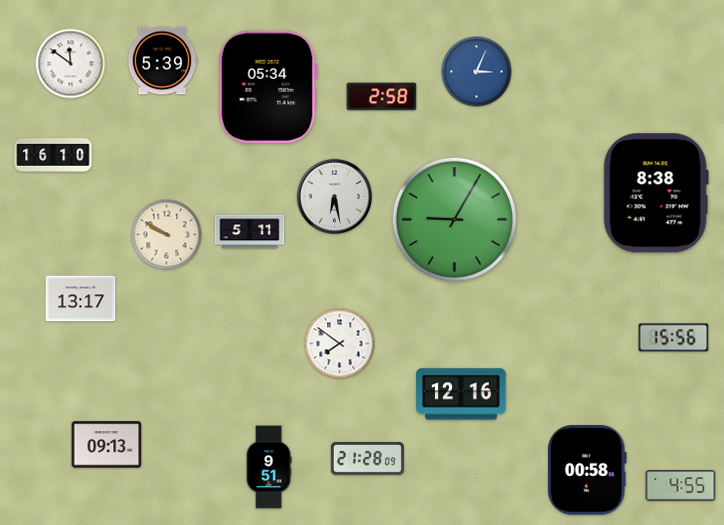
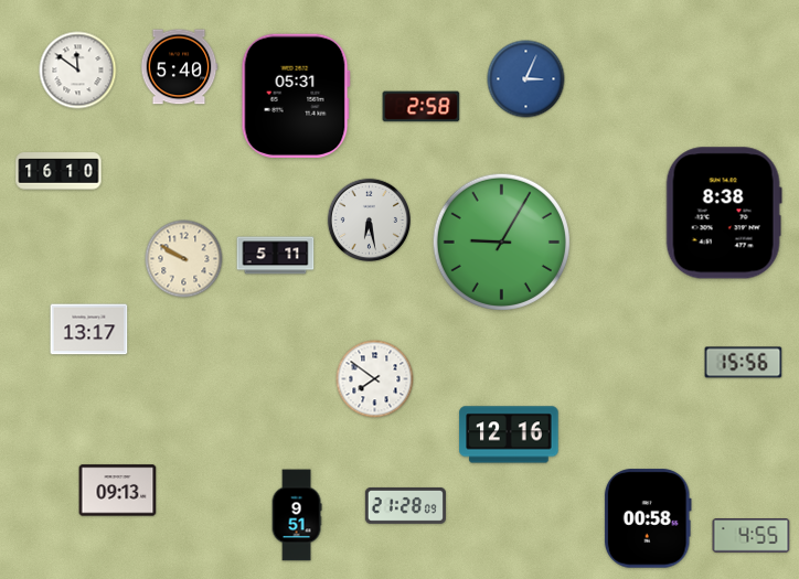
clock at (162, 61): 5:39 -> 5:40
clock at (268, 87): 05:34 -> 05:31
clock at (334, 196) position: (334, 196) -> (369, 219)
clock at (674, 338) position: (674, 338) -> (744, 363)
